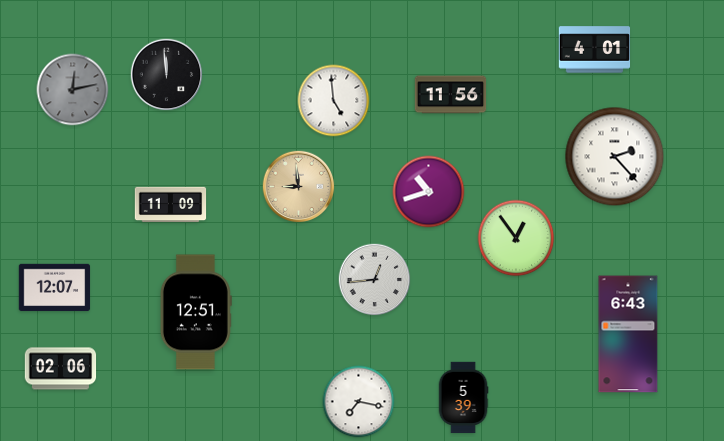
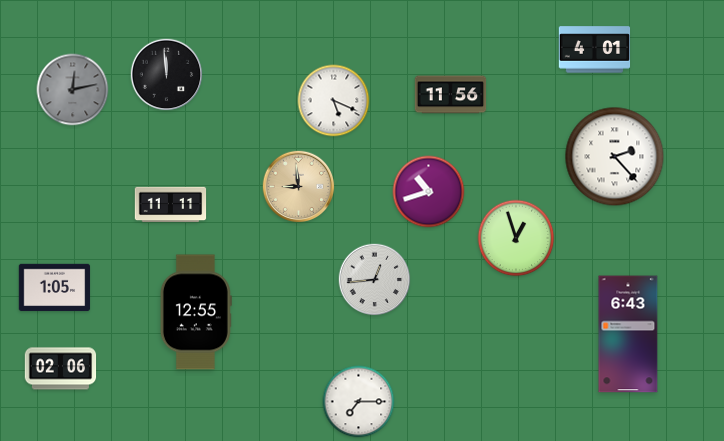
clock at (334, 101): 4:59 -> 5:19
clock at (171, 205): 11:09 -> 11:11
clock at (516, 238): 12:54 -> 12:57
clock at (55, 288): 12:07 -> 1:05
clock at (196, 312): 12:51 -> 12:55
clock at (463, 398): 5:39 -> none
clock at (359, 402): 7:17 -> 7:15
